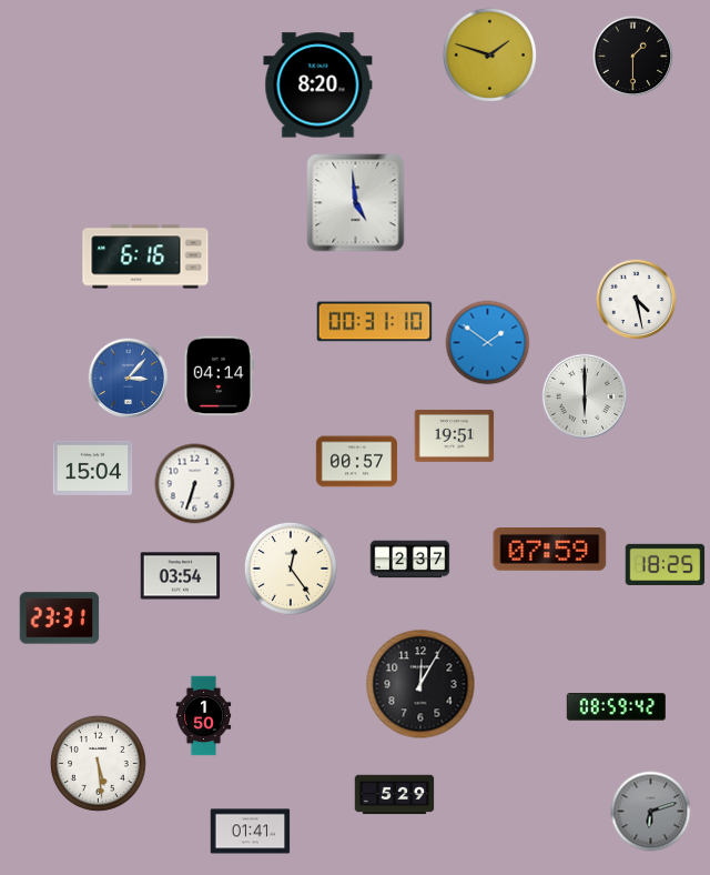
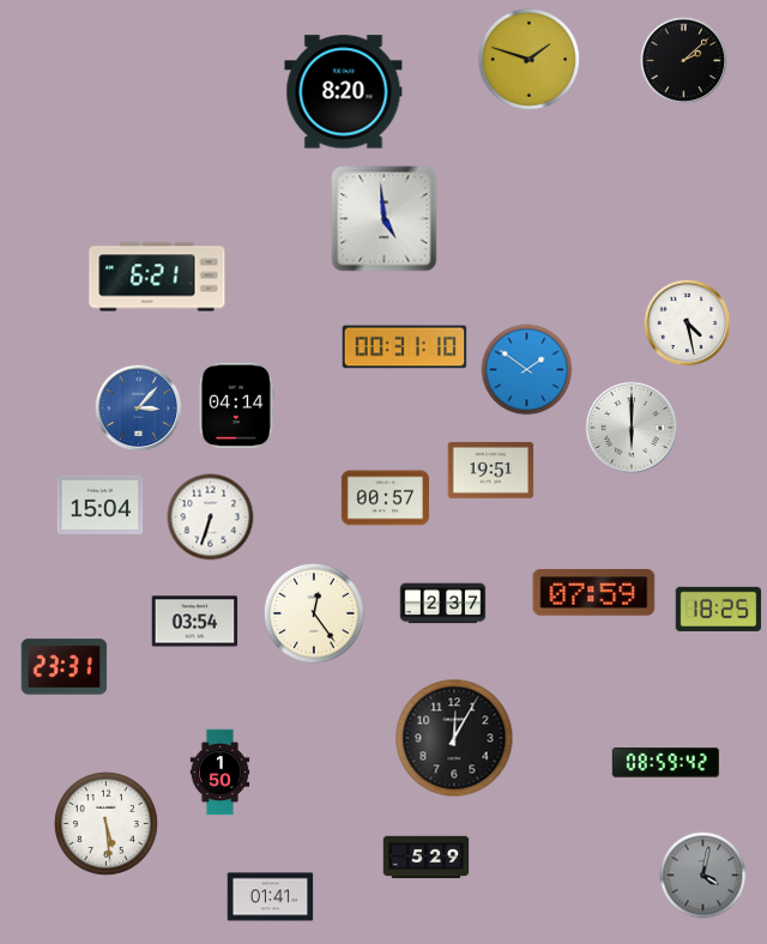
clock at (633, 57): 1:30 -> 2:08
clock at (145, 257): 6:16 -> 6:21
clock at (195, 484) position: (195, 484) -> (211, 518)
clock at (651, 812): 6:12 -> 4:02
